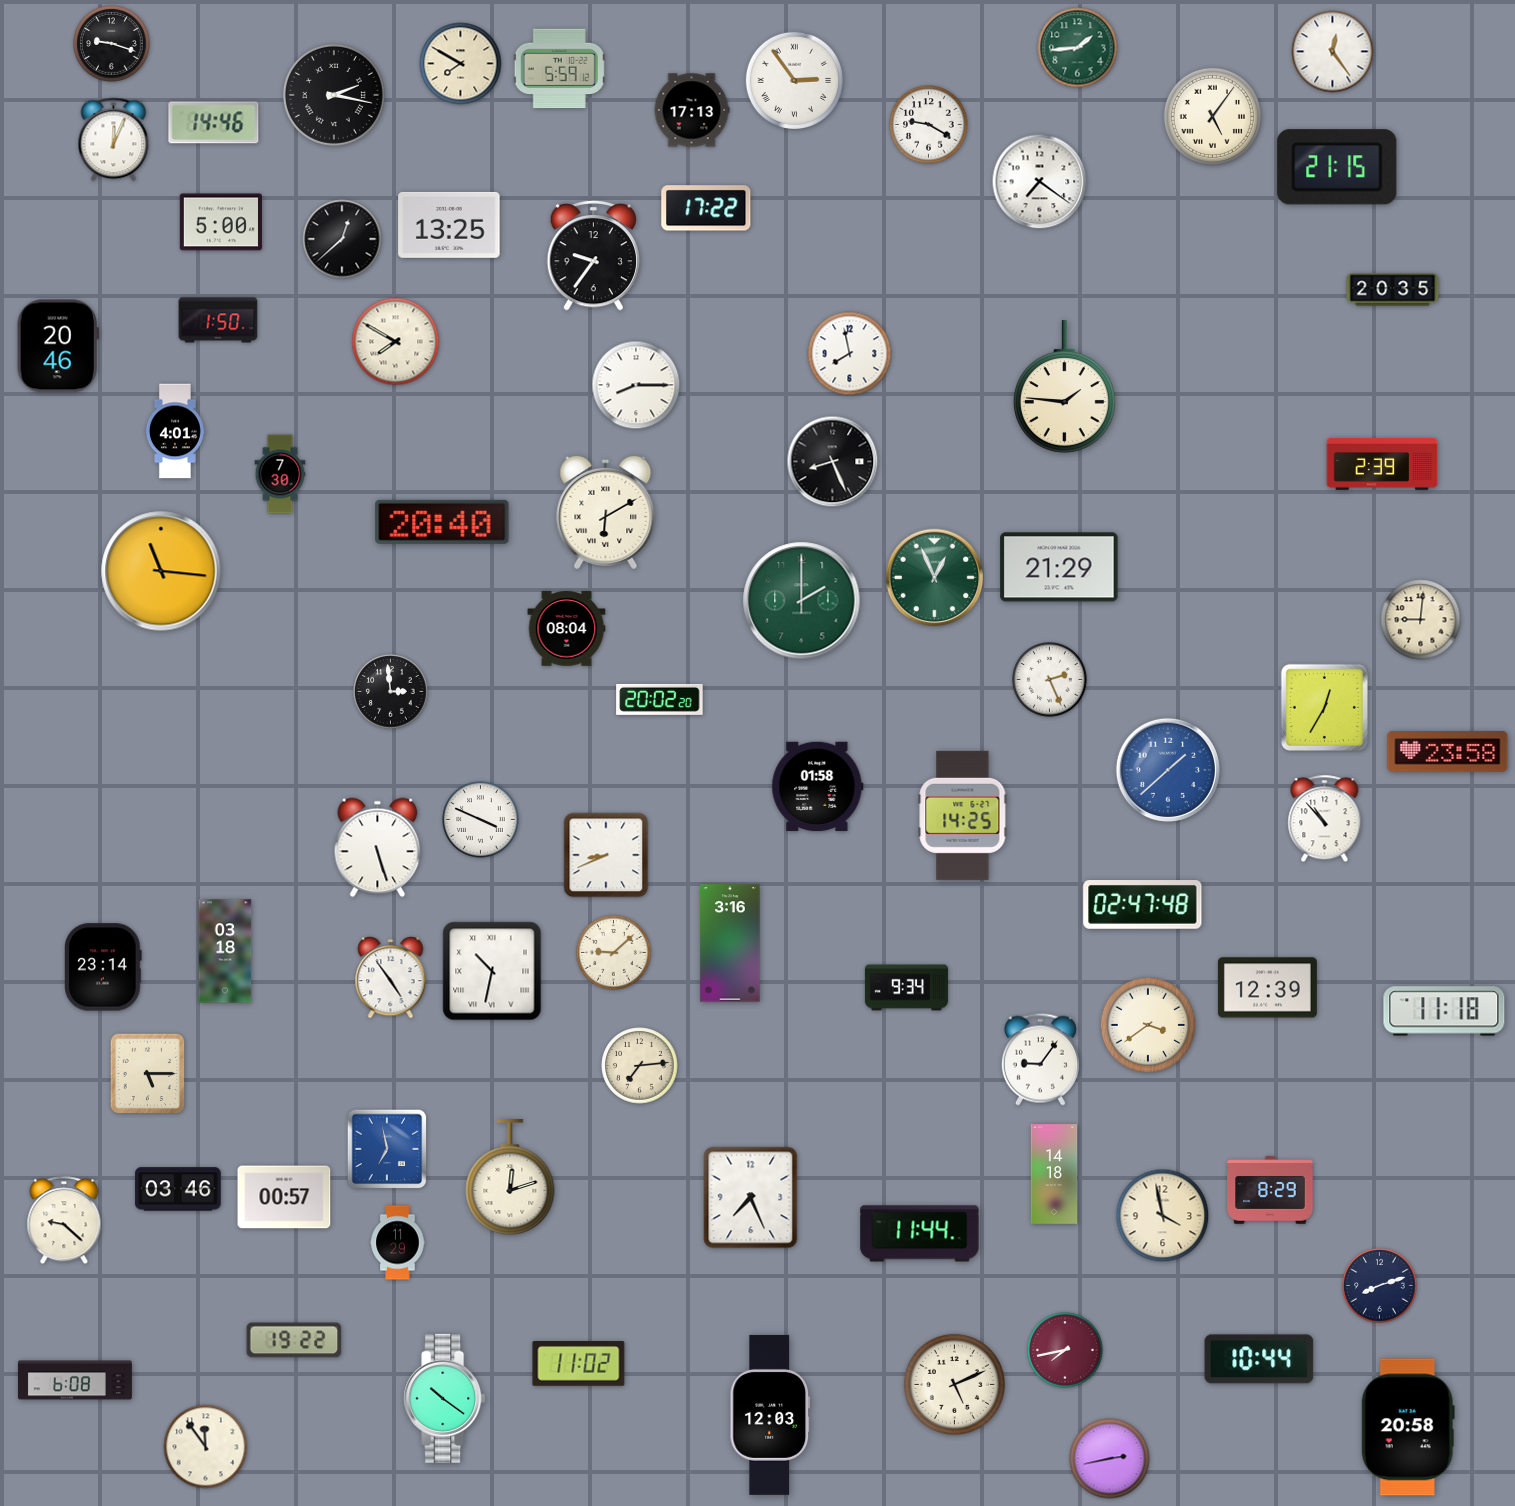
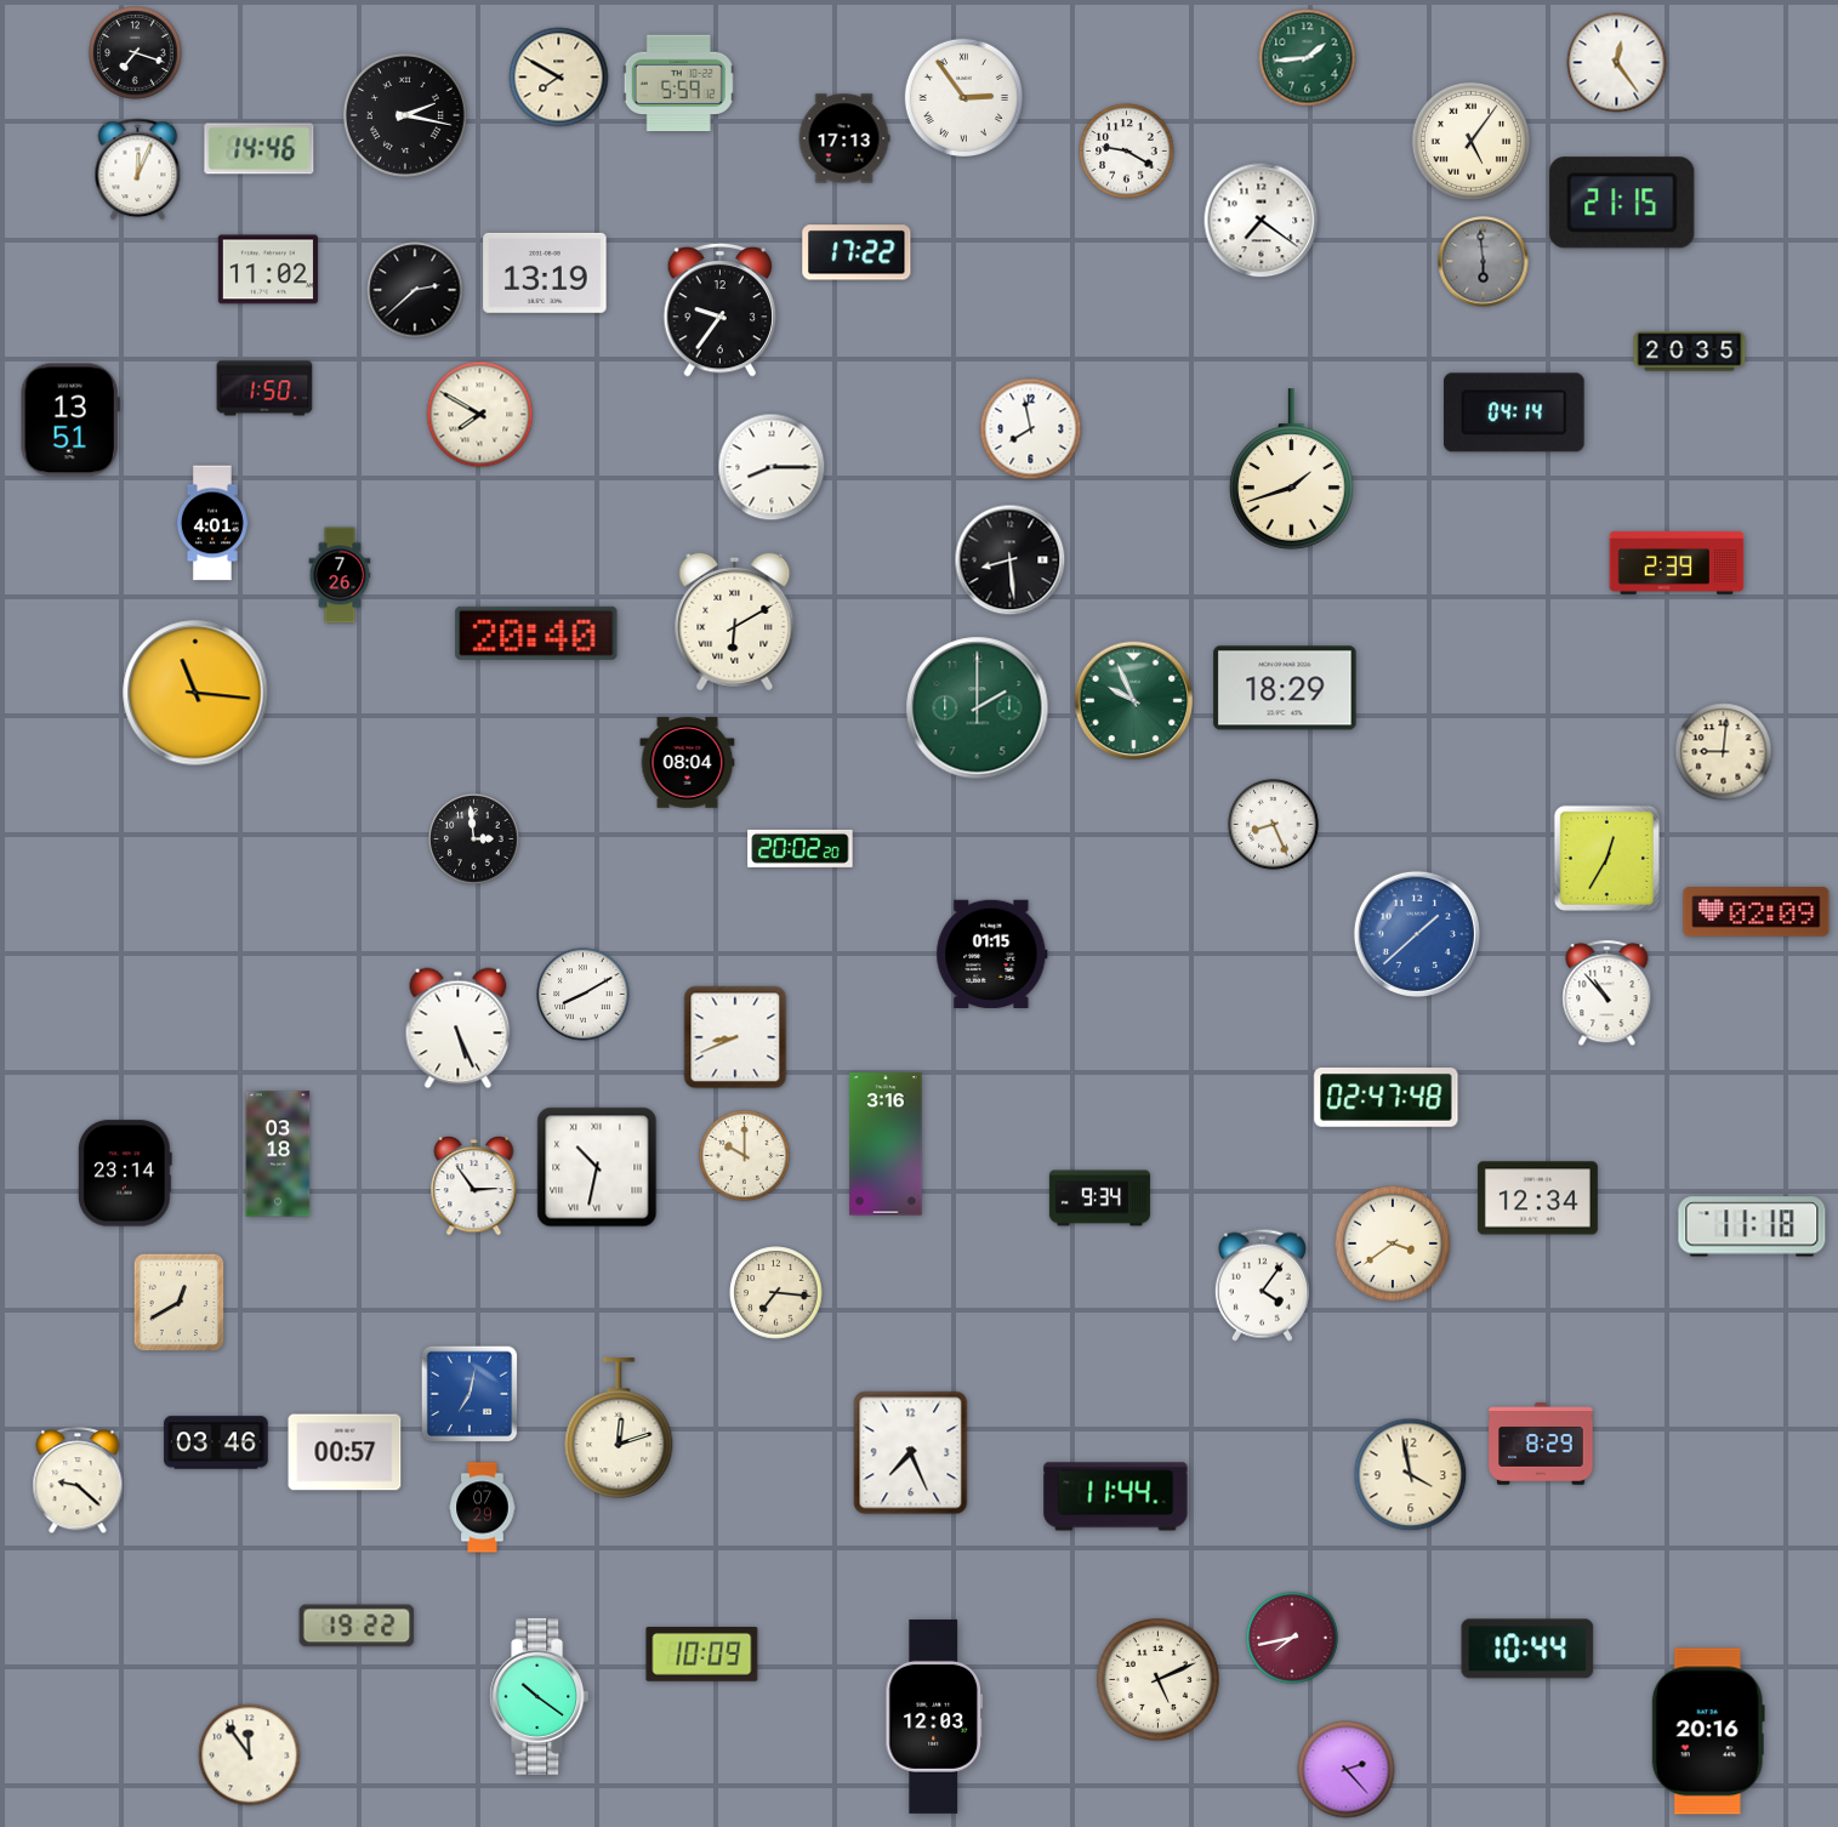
clock at (112, 44): 9:18 -> 7:18
clock at (692, 110) position: (692, 110) -> (844, 138)
clock at (1484, 262): none -> 5:59
clock at (221, 222): 5:00 -> 11:02
clock at (449, 225): 13:25 -> 13:19
clock at (342, 239): 12:38 -> 2:38
clock at (1514, 412): none -> 04:14
clock at (58, 346): 20:46 -> 13:51
clock at (1064, 387): 1:46 -> 1:42
clock at (833, 462): 8:26 -> 8:29
clock at (280, 474): 7:30 -> 7:26
clock at (1059, 567): 21:29 -> 18:29
clock at (935, 578): 12:56 -> 9:56
clock at (802, 601) position: (802, 601) -> (978, 708)
clock at (1050, 680): 2:26 -> 8:26
clock at (1448, 752): 23:58 -> 02:09
clock at (818, 787): 01:58 -> 01:15
clock at (963, 815): 14:25 -> none
clock at (481, 820): 3:49 -> 8:10
clock at (378, 848): 5:27 -> 5:26
clock at (225, 951) position: (225, 951) -> (278, 1154)
clock at (614, 953): 9:08 -> 10:00
clock at (492, 971) position: (492, 971) -> (597, 1167)
clock at (391, 978): 4:54 -> 2:54
clock at (1267, 988): 12:39 -> 12:34
clock at (1040, 1059): 9:06 -> 4:06
clock at (640, 1066): 7:14 -> 7:16
clock at (148, 1074): 5:15 -> 12:40
clock at (387, 1149): 6:58 -> 7:02
clock at (1054, 1174): 14:18 -> none
clock at (398, 1243): 11:29 -> 07:29
clock at (1380, 1286): 8:12 -> none
clock at (579, 1364): 11:02 -> 10:09
clock at (75, 1380): 6:08 -> none
clock at (1408, 1427): 20:58 -> 20:16
clock at (1110, 1459): 2:43 -> 2:23
